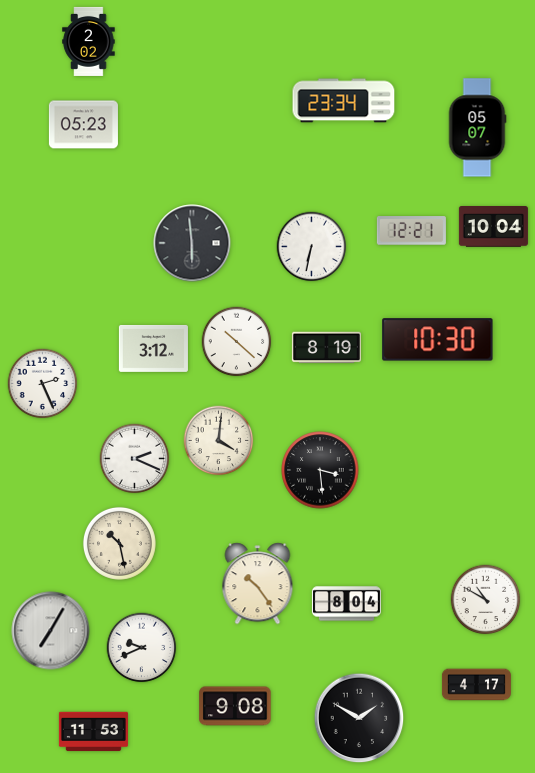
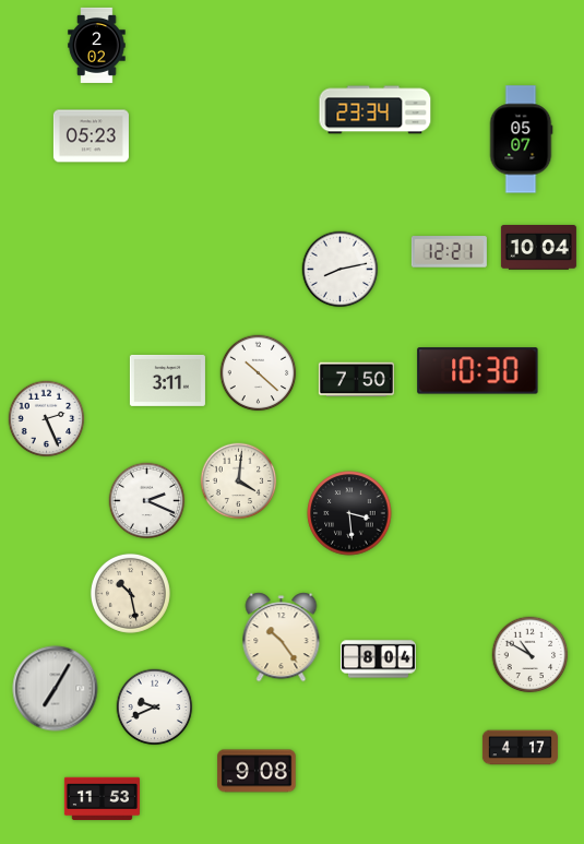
clock at (192, 243): 5:59 -> none
clock at (312, 247): 6:32 -> 8:13
clock at (153, 348): 3:12 -> 3:11
clock at (326, 348): 8:19 -> 7:50
clock at (359, 718): 1:50 -> none
